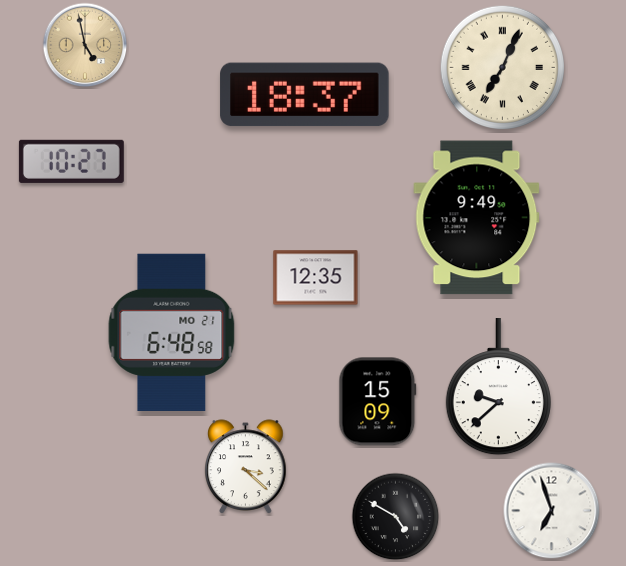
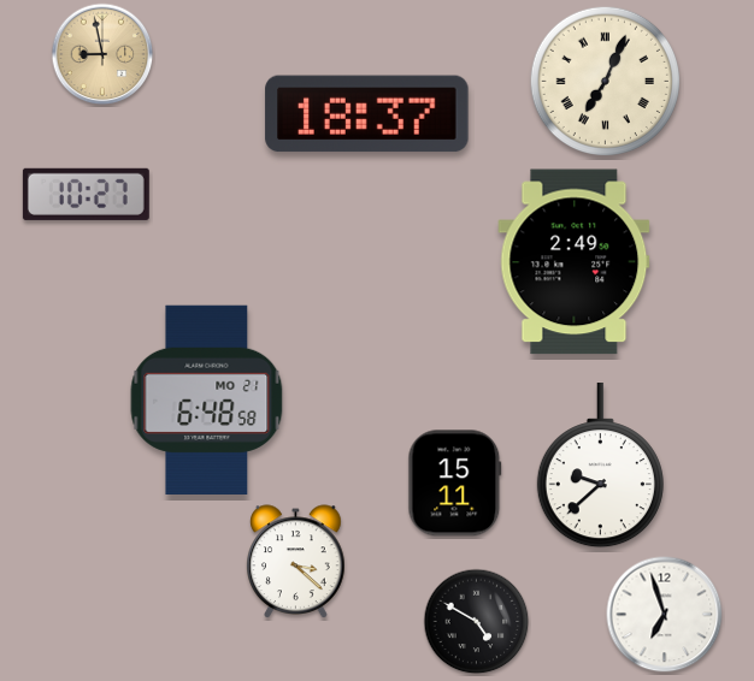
clock at (85, 45): 4:58 -> 8:58
clock at (477, 218): 9:49 -> 2:49
clock at (316, 278): 12:35 -> none
clock at (378, 402): 15:09 -> 15:11
